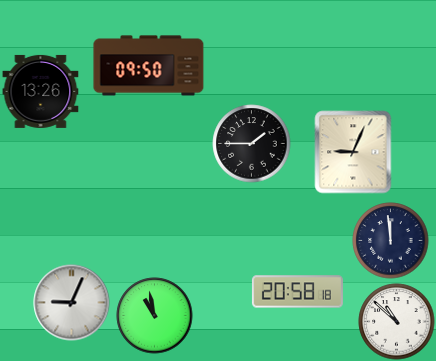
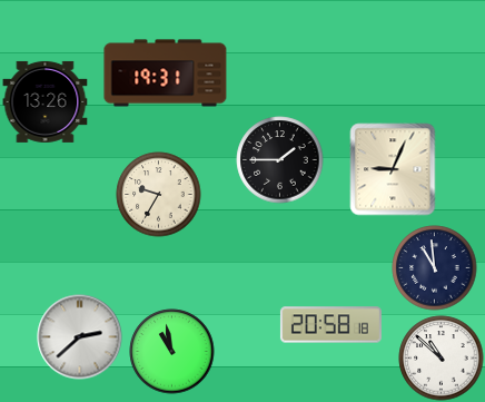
clock at (149, 66): 09:50 -> 19:31
clock at (159, 195): none -> 9:35
clock at (391, 241): 11:59 -> 10:59
clock at (72, 303): 9:04 -> 2:38
